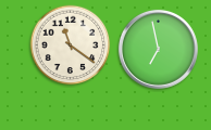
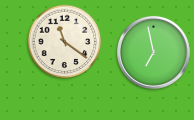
clock at (158, 49) position: (158, 49) -> (153, 52)
